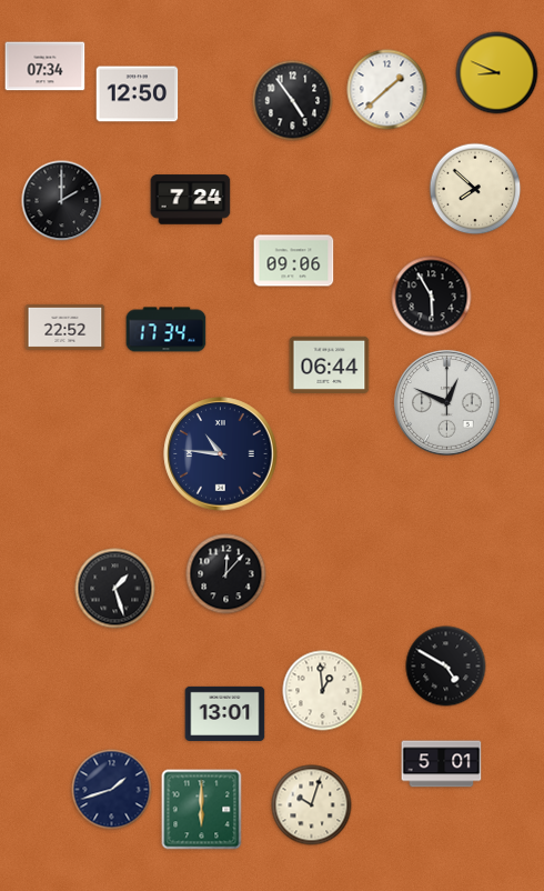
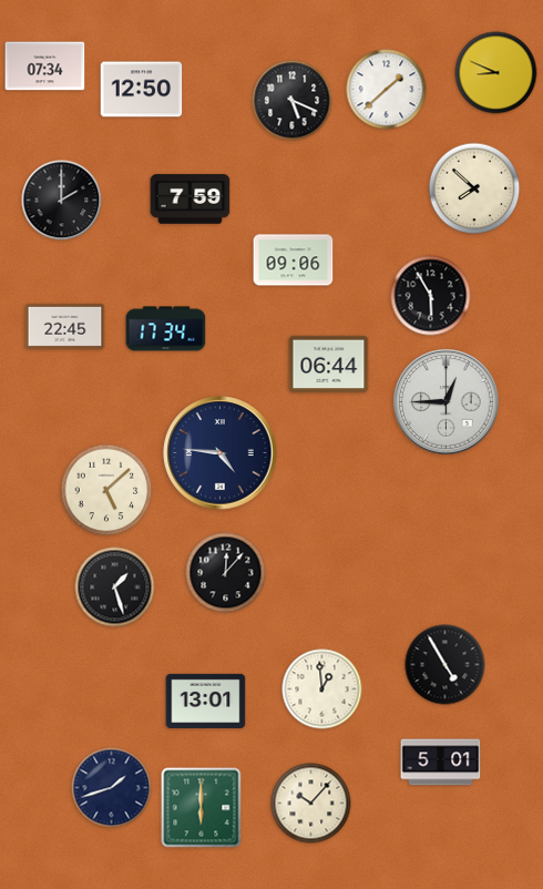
clock at (138, 94) position: (138, 94) -> (142, 90)
clock at (293, 101): 4:54 -> 5:19
clock at (191, 200): 7:24 -> 7:59
clock at (66, 327): 22:52 -> 22:45
clock at (446, 402): 12:49 -> 12:45
clock at (221, 454): 10:46 -> 4:46
clock at (106, 490): none -> 5:08
clock at (446, 667): 4:50 -> 4:55
clock at (225, 713) position: (225, 713) -> (206, 701)
clock at (312, 805): 10:03 -> 10:07
